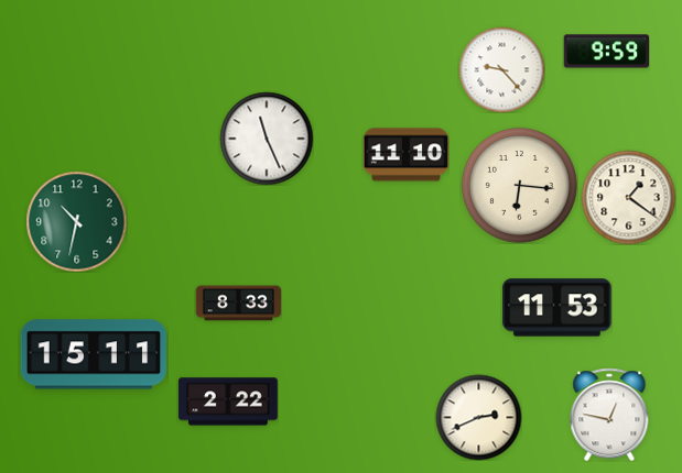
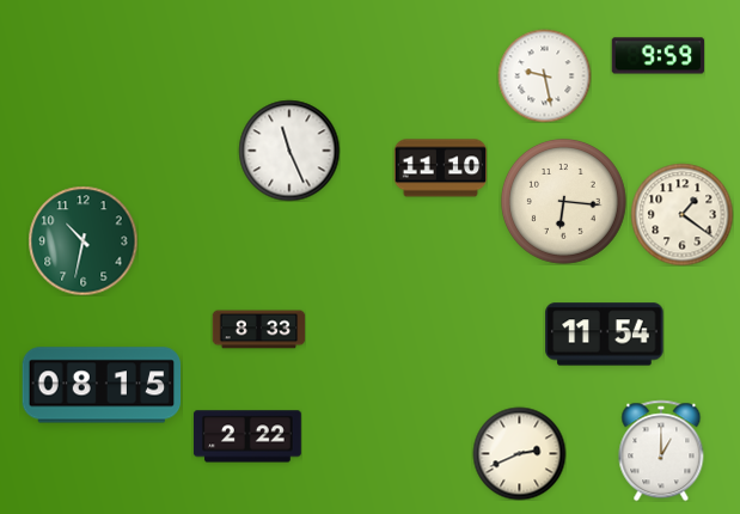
clock at (501, 69): 9:23 -> 9:28
clock at (557, 308): 11:53 -> 11:54
clock at (94, 354): 15:11 -> 08:15
clock at (609, 415): 12:47 -> 1:00
